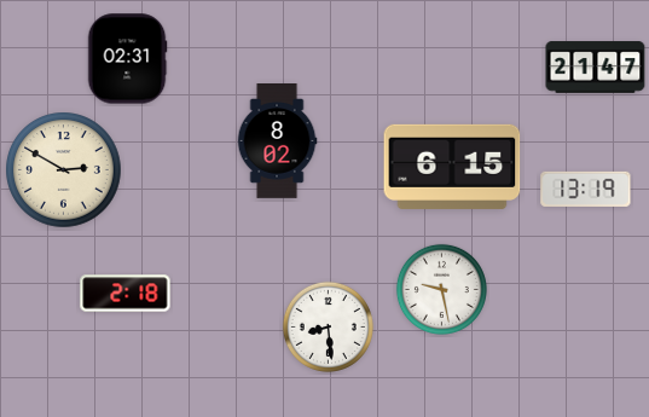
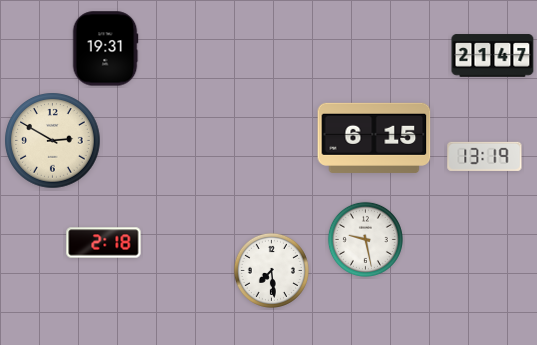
clock at (127, 59): 02:31 -> 19:31
clock at (277, 141): 8:02 -> none
clock at (328, 326): 8:29 -> 7:29
